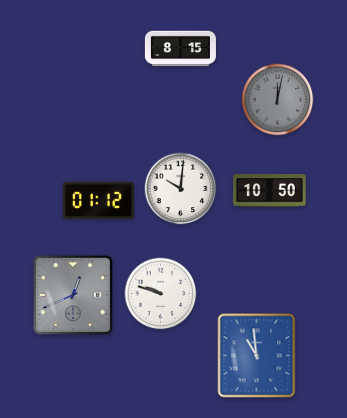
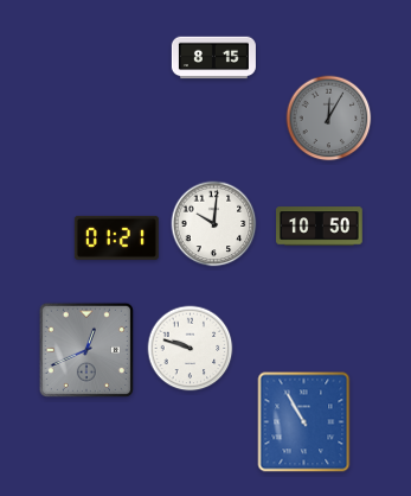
clock at (278, 100): 12:02 -> 12:05
clock at (98, 200): 01:12 -> 01:21
clock at (257, 356): 10:59 -> 10:55
